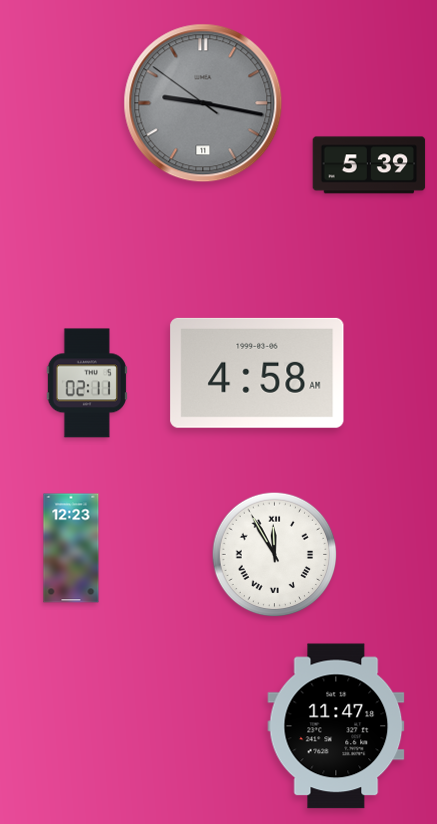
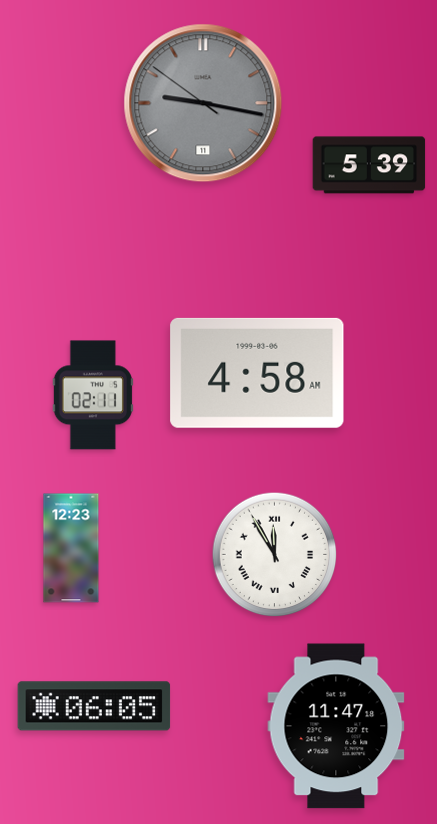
clock at (87, 383) position: (87, 383) -> (93, 395)
clock at (94, 706): none -> 06:05
